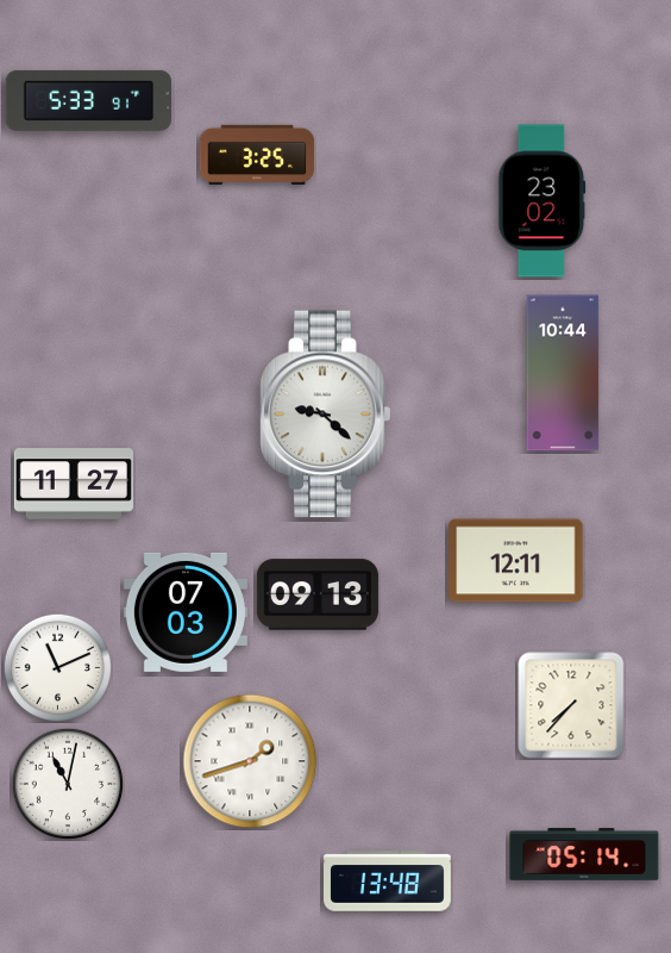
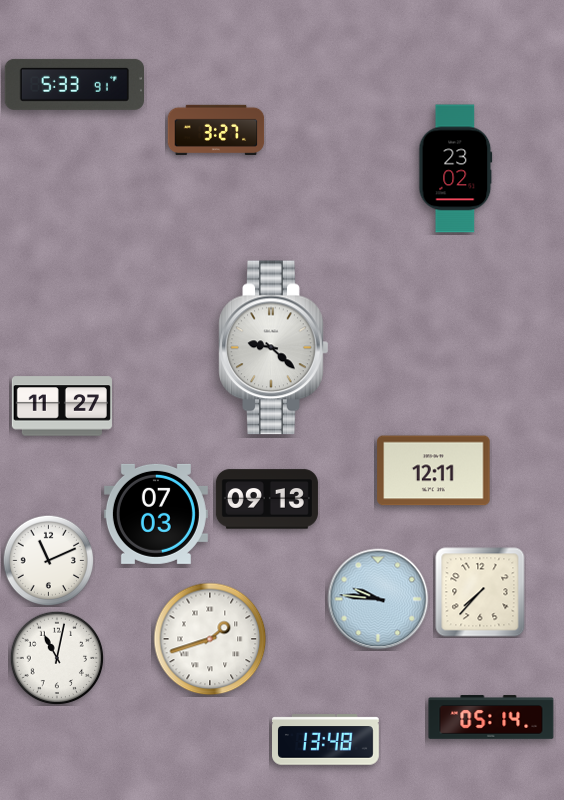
clock at (257, 154): 3:25 -> 3:27
clock at (563, 373): 10:44 -> none
clock at (378, 599): none -> 9:46
